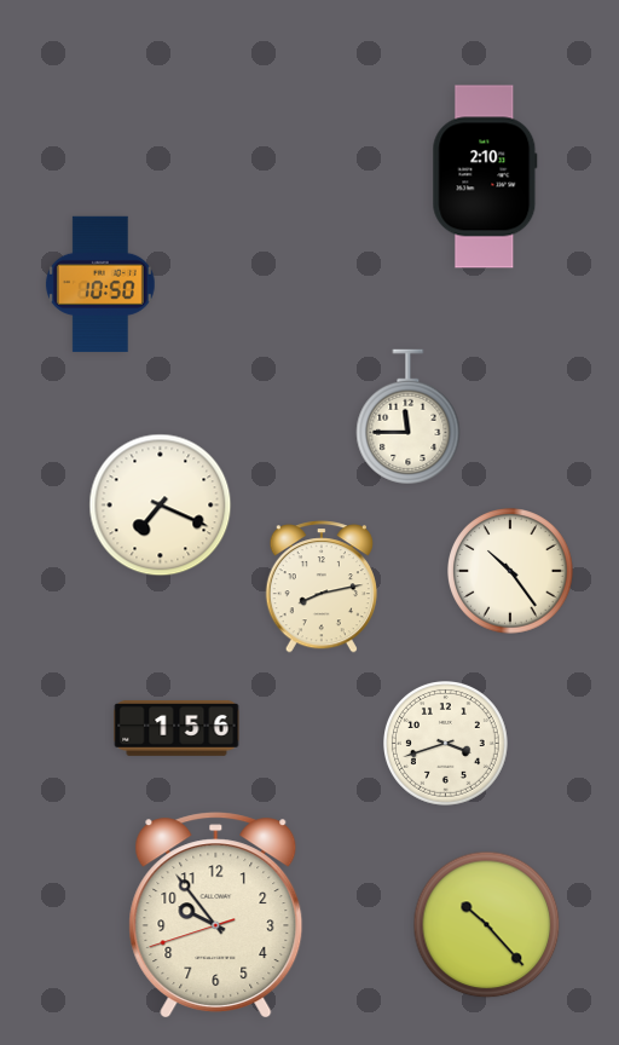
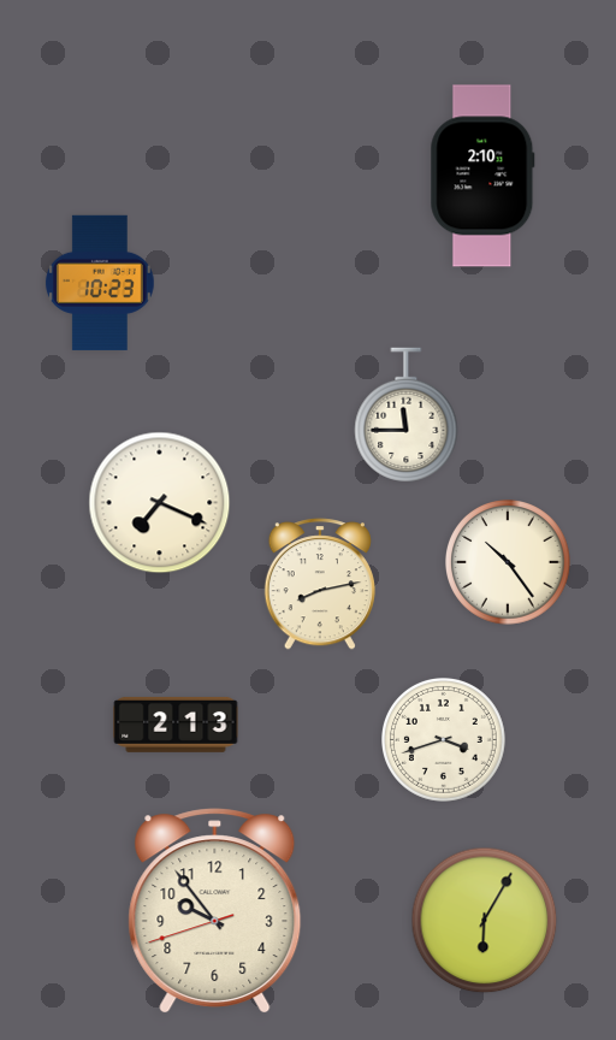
clock at (100, 284): 10:50 -> 10:23
clock at (510, 571) position: (510, 571) -> (508, 562)
clock at (177, 728): 1:56 -> 2:13
clock at (487, 925): 10:23 -> 6:05
